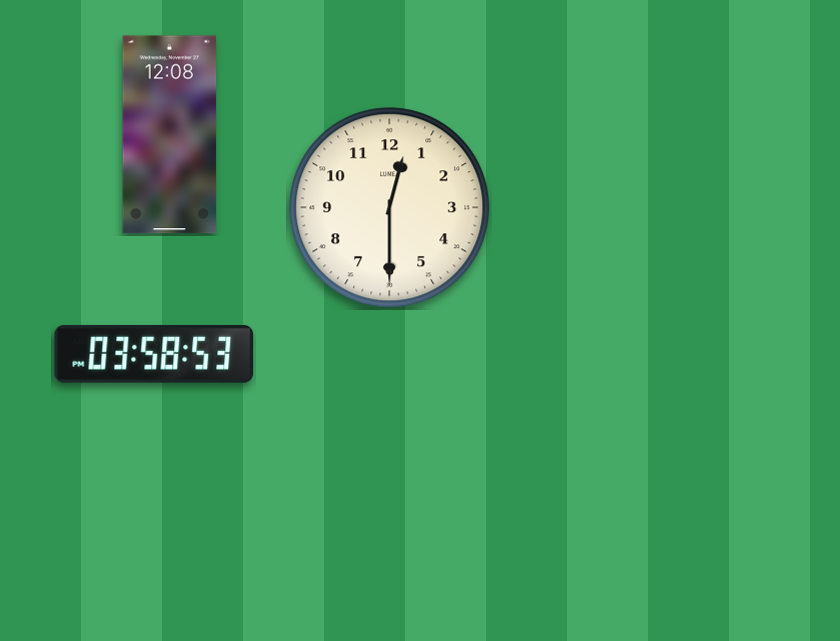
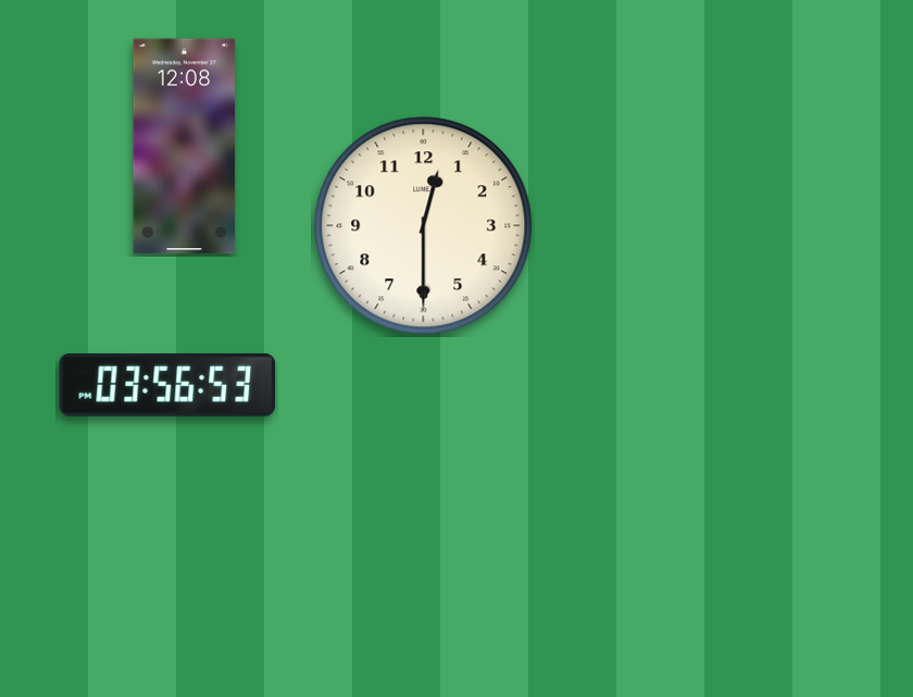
clock at (154, 354): 03:58 -> 03:56
